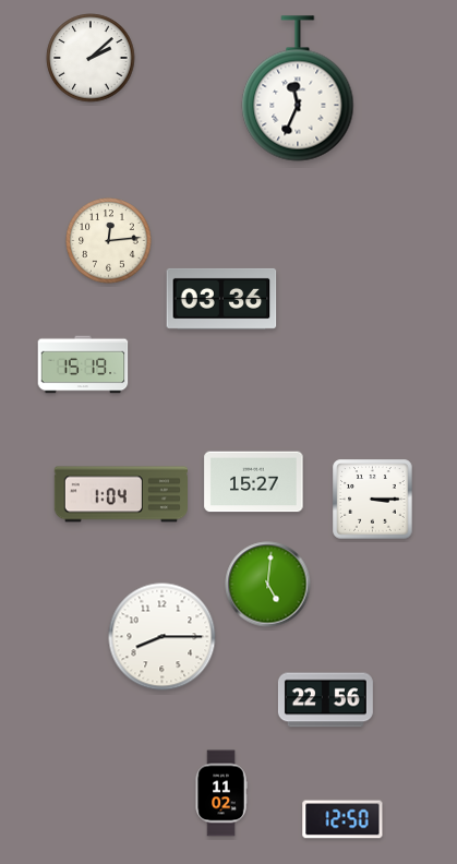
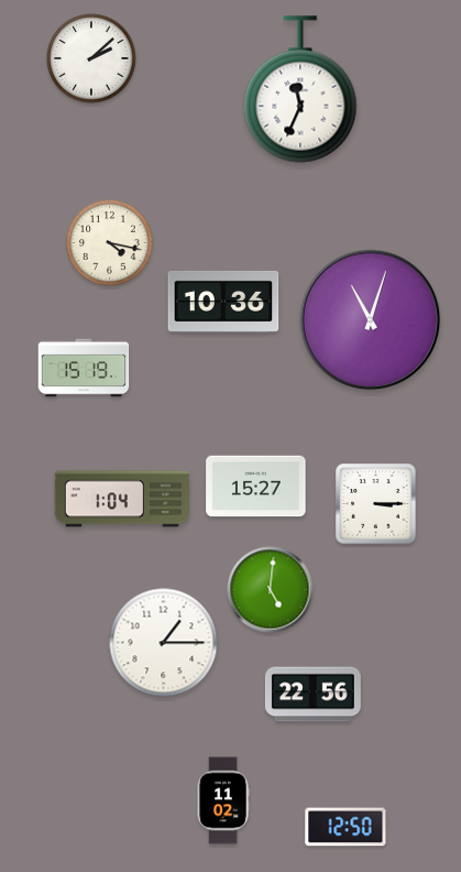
clock at (109, 241): 12:14 -> 4:17
clock at (221, 299): 03:36 -> 10:36
clock at (371, 320): none -> 11:03
clock at (163, 637): 8:15 -> 1:15
clock at (325, 700) position: (325, 700) -> (312, 695)
